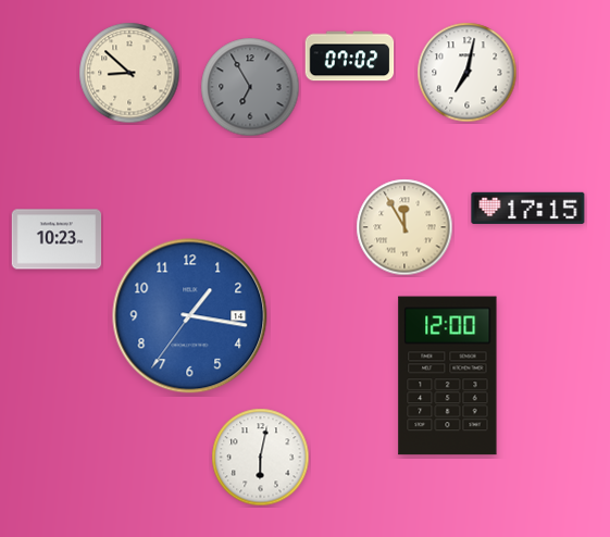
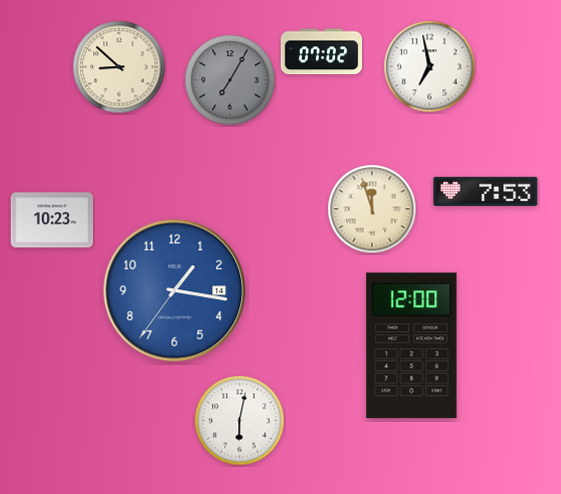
clock at (468, 73): 7:02 -> 6:58
clock at (250, 87): 6:55 -> 7:05
clock at (528, 208): 17:15 -> 7:53
clock at (404, 227): 11:55 -> 11:57
